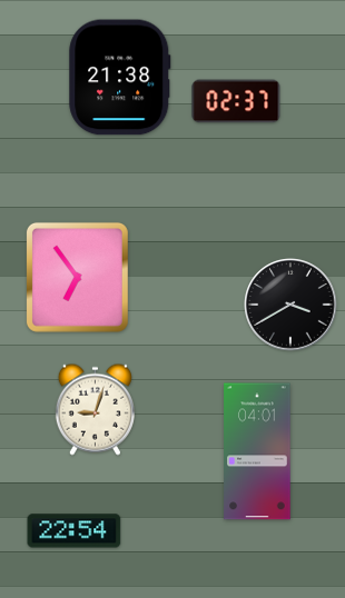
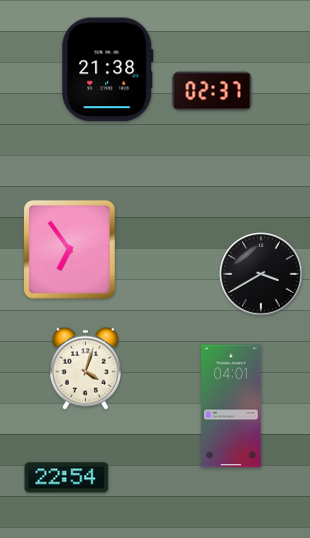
clock at (95, 409): 9:03 -> 4:03
